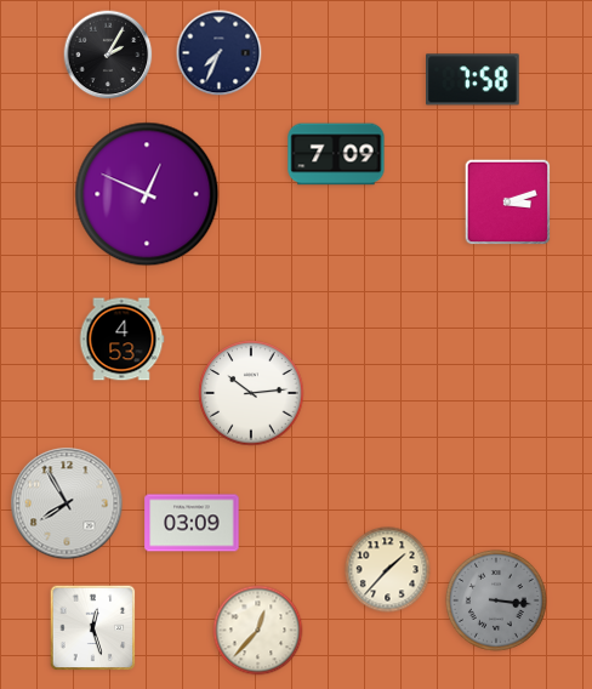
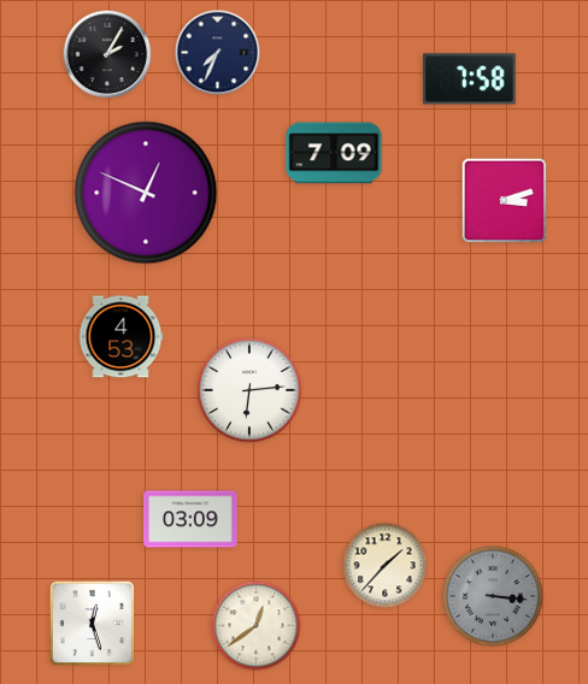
clock at (251, 393): 10:14 -> 6:14
clock at (67, 503): 7:55 -> none
clock at (258, 631): 12:37 -> 12:39
